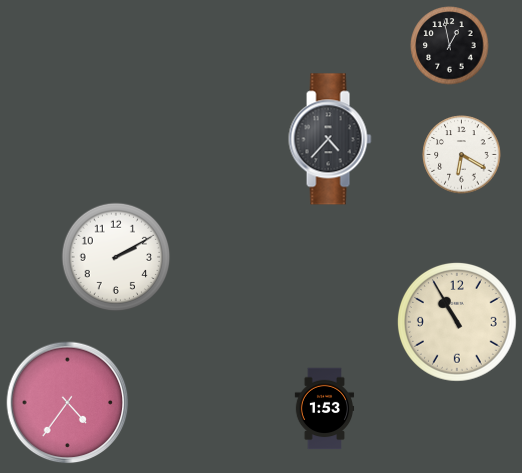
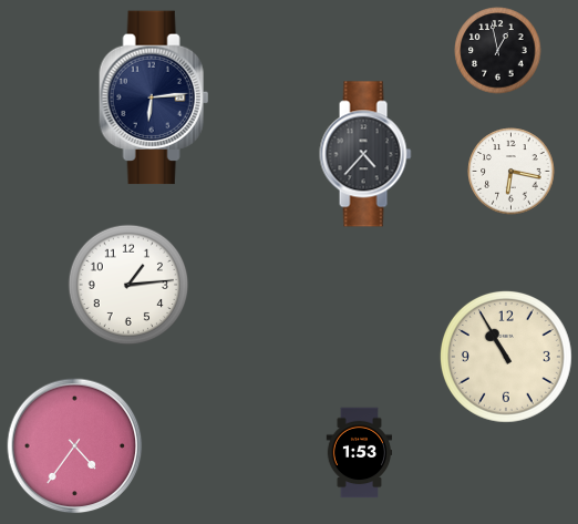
clock at (154, 97): none -> 6:14
clock at (462, 155): 6:20 -> 6:17
clock at (116, 257): 2:10 -> 1:14
